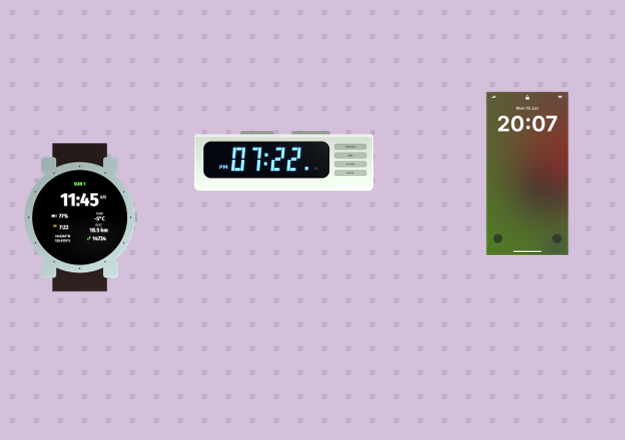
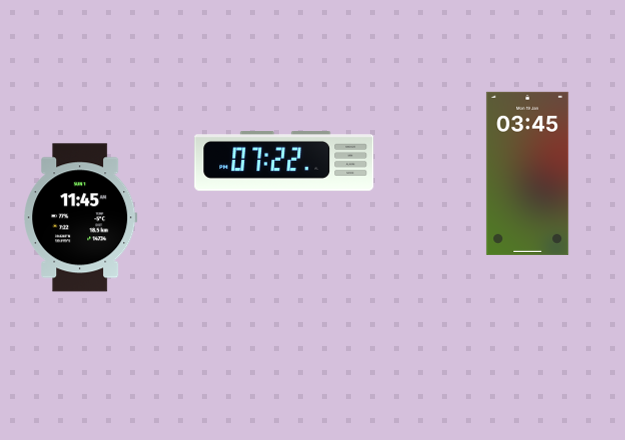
clock at (528, 173): 20:07 -> 03:45
